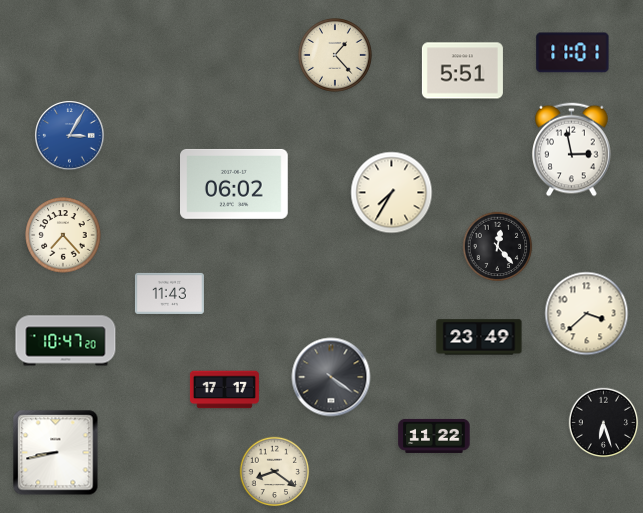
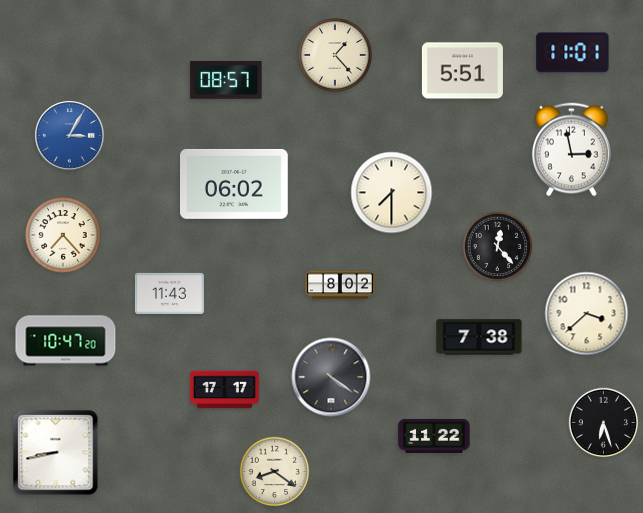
clock at (226, 81): none -> 08:57
clock at (392, 193): 7:35 -> 7:30
clock at (340, 285): none -> 8:02
clock at (479, 337): 23:49 -> 7:38
